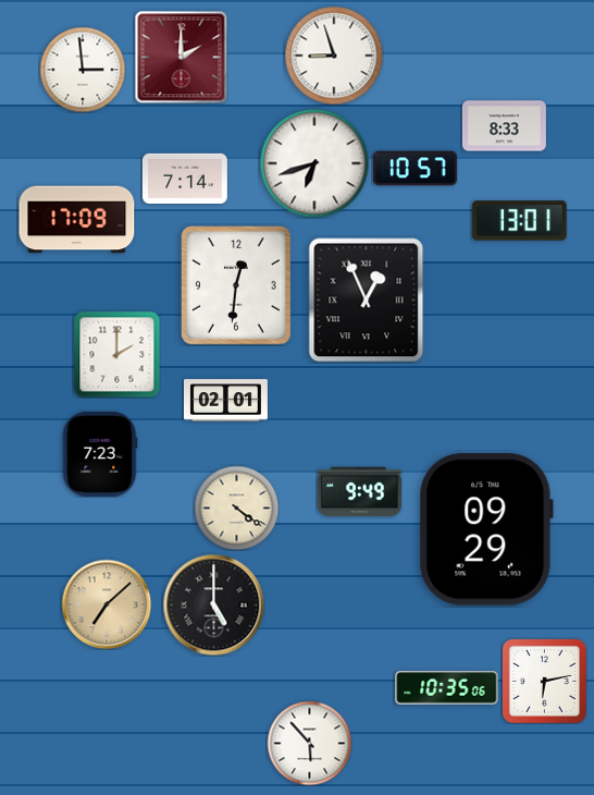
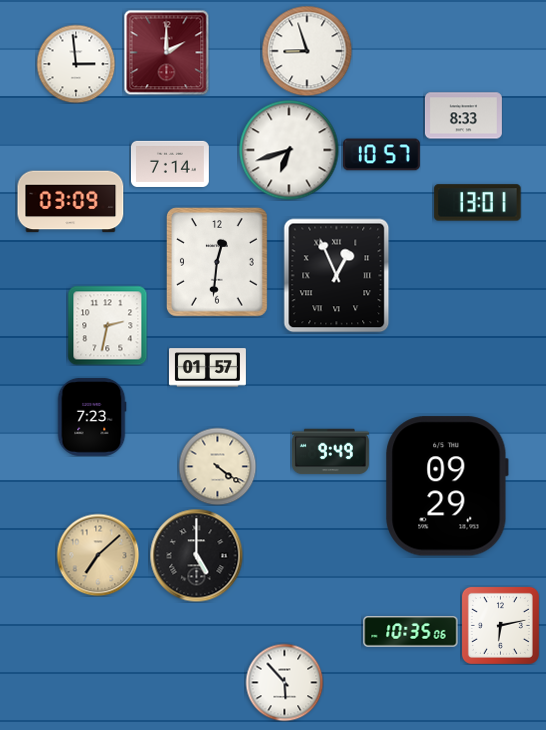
clock at (77, 220): 17:09 -> 03:09
clock at (116, 354): 2:00 -> 2:32
clock at (225, 401): 02:01 -> 01:57
